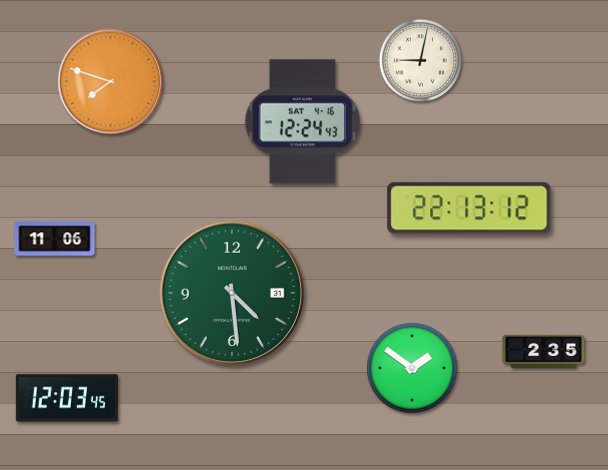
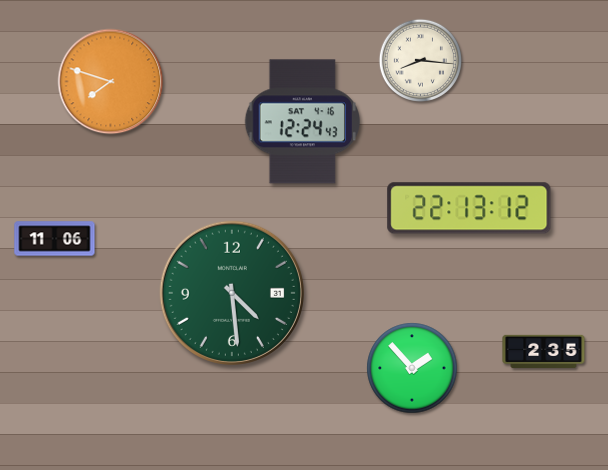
clock at (420, 60): 9:02 -> 8:16
clock at (412, 368): 1:51 -> 1:53
clock at (67, 398): 12:03 -> none
